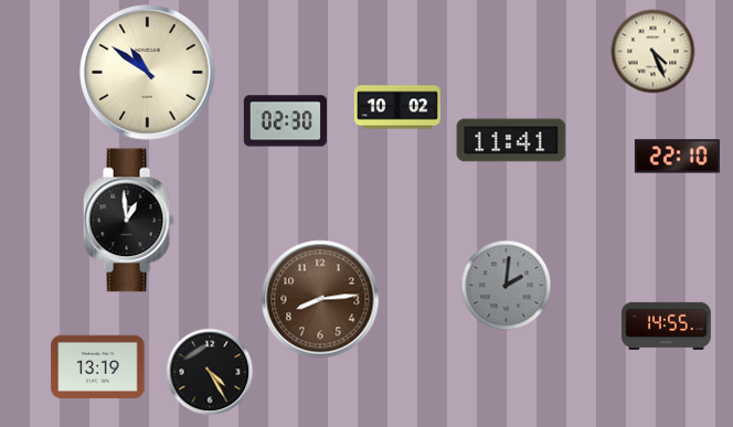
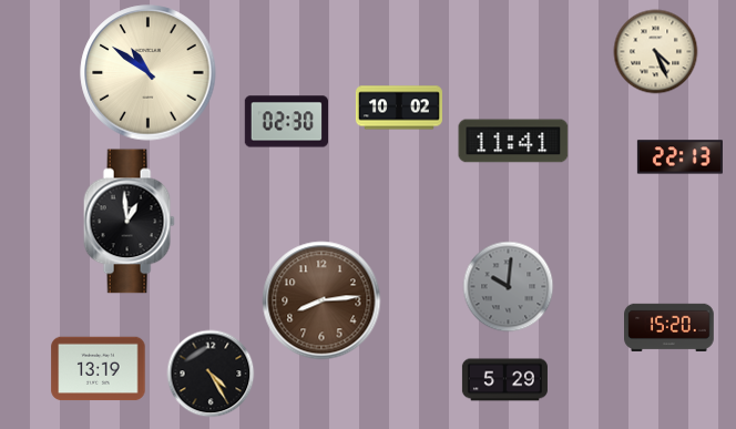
clock at (677, 157): 22:10 -> 22:13
clock at (507, 286): 2:01 -> 10:01
clock at (667, 325): 14:55 -> 15:20
clock at (504, 380): none -> 5:29
